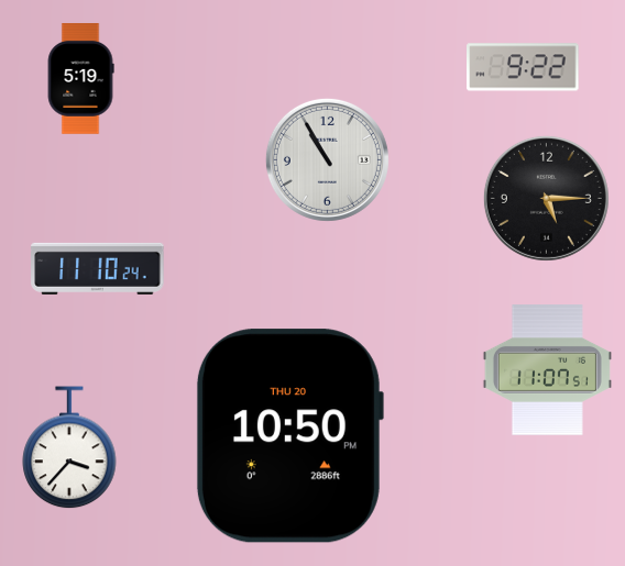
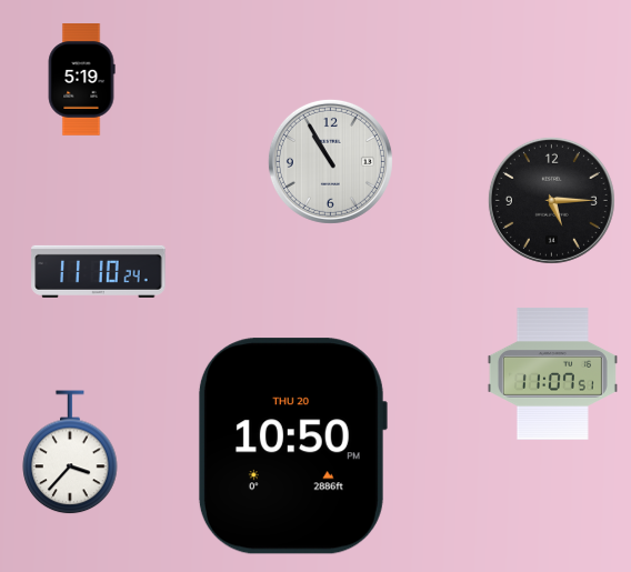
clock at (523, 67): 9:22 -> none
clock at (289, 436) position: (289, 436) -> (292, 446)
